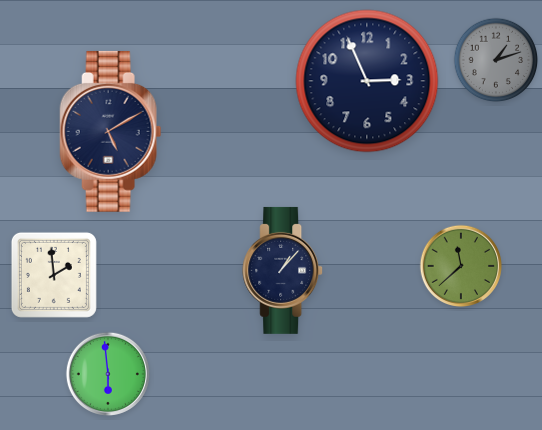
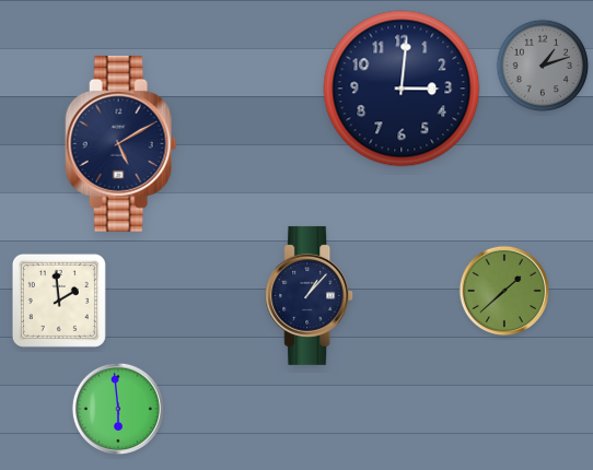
clock at (367, 81): 2:56 -> 3:01
clock at (460, 265): 11:38 -> 1:38
